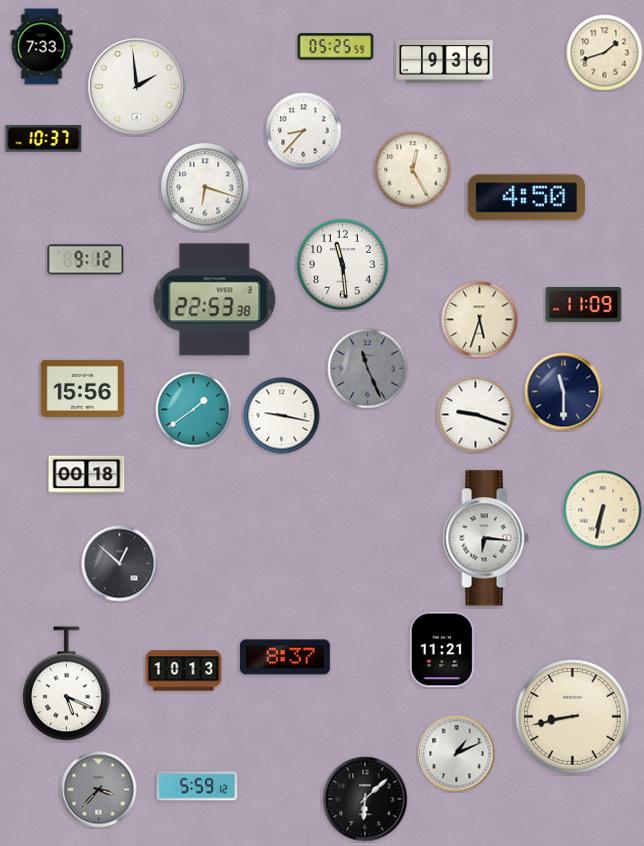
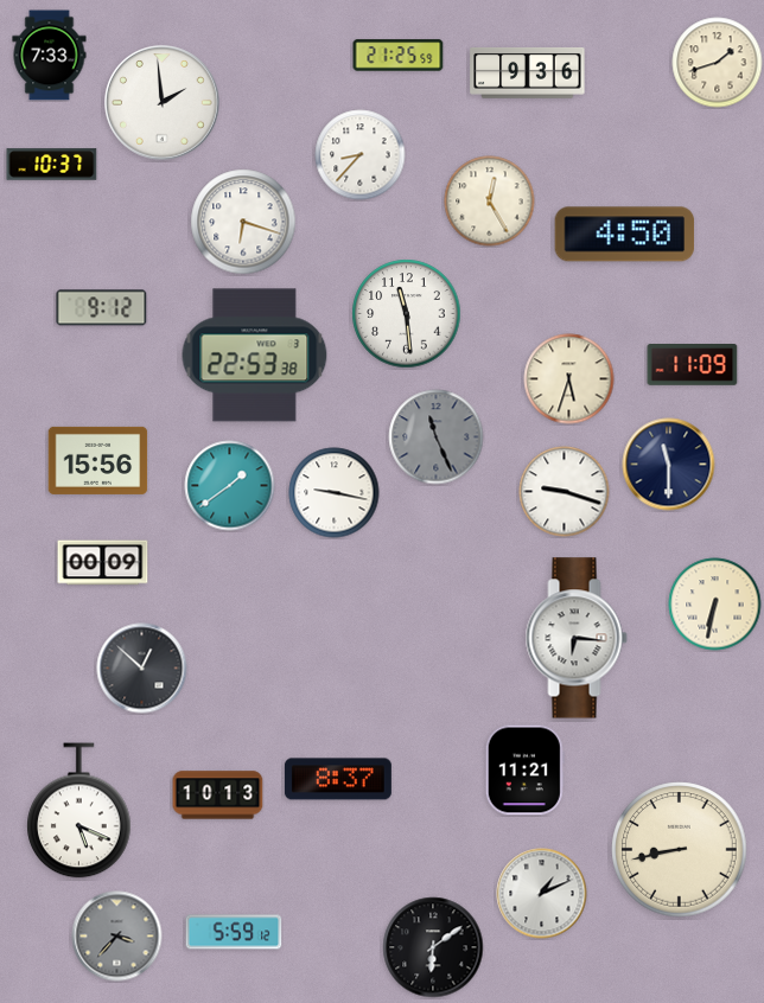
clock at (336, 47): 05:25 -> 21:25
clock at (584, 305) position: (584, 305) -> (693, 365)
clock at (87, 475): 00:18 -> 00:09
clock at (365, 799): 6:08 -> 6:09
